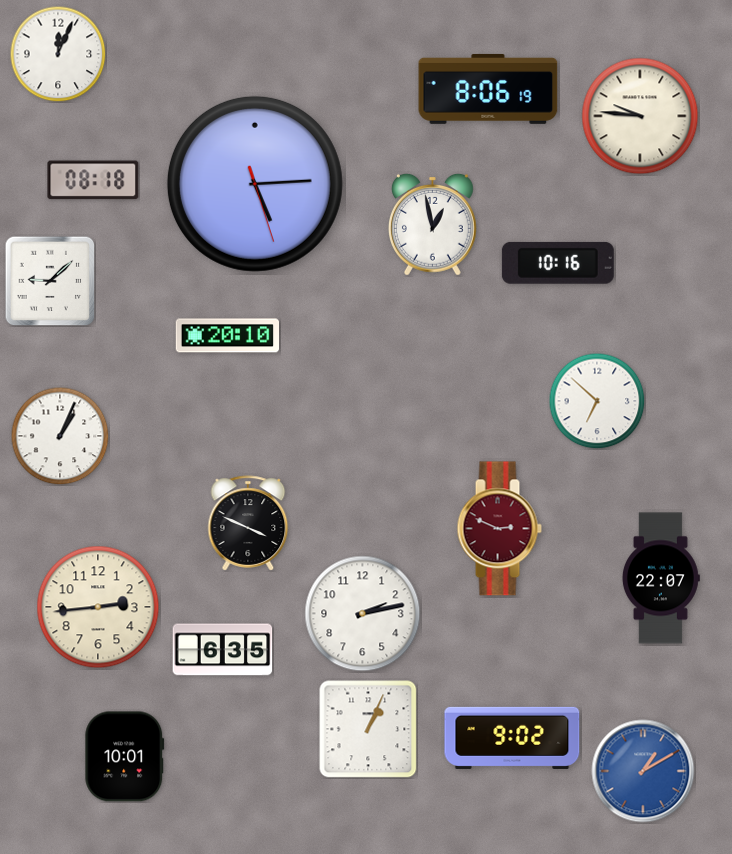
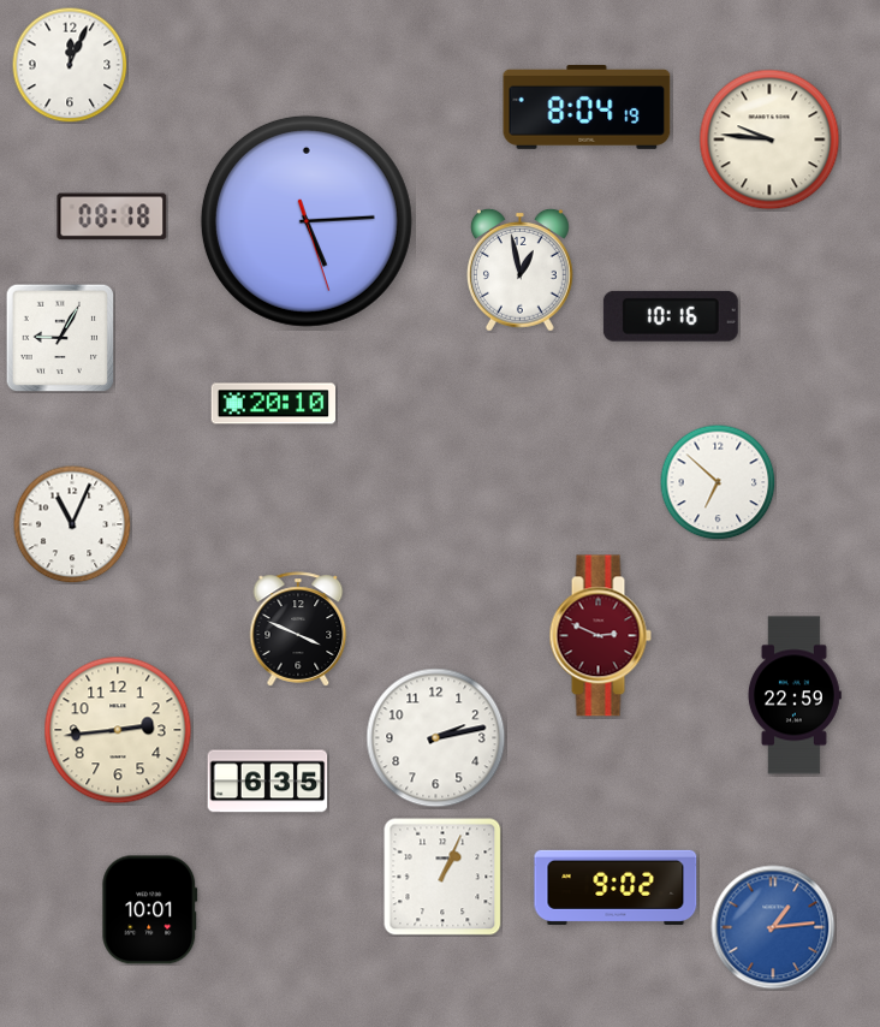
clock at (488, 89): 8:06 -> 8:04
clock at (50, 281): 9:08 -> 9:05
clock at (60, 436): 1:04 -> 11:04
clock at (660, 578): 22:07 -> 22:59
clock at (643, 771): 1:10 -> 1:14
